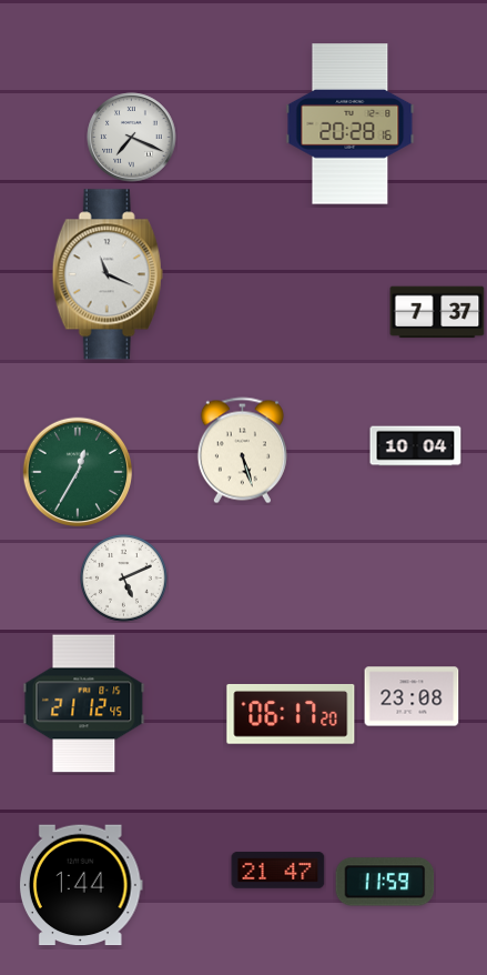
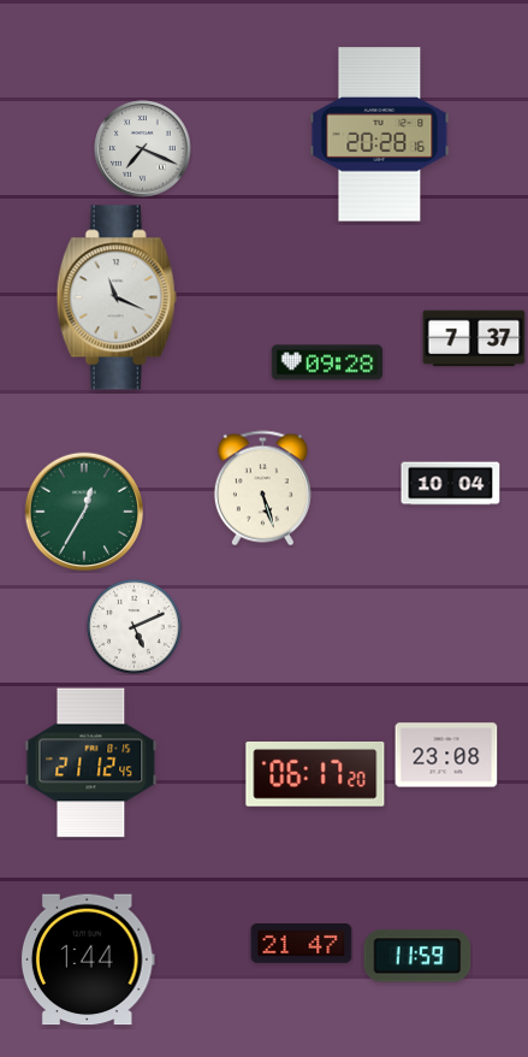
clock at (327, 362): none -> 09:28
